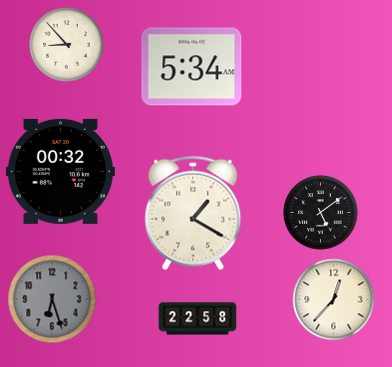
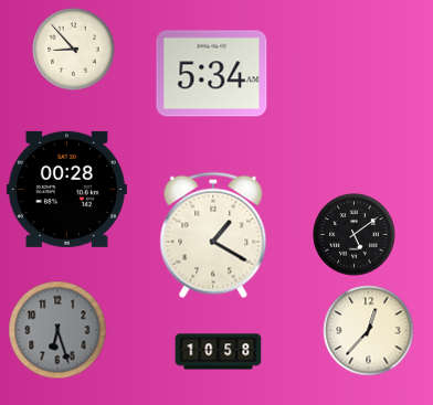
clock at (60, 171): 00:32 -> 00:28
clock at (198, 319): 22:58 -> 10:58
